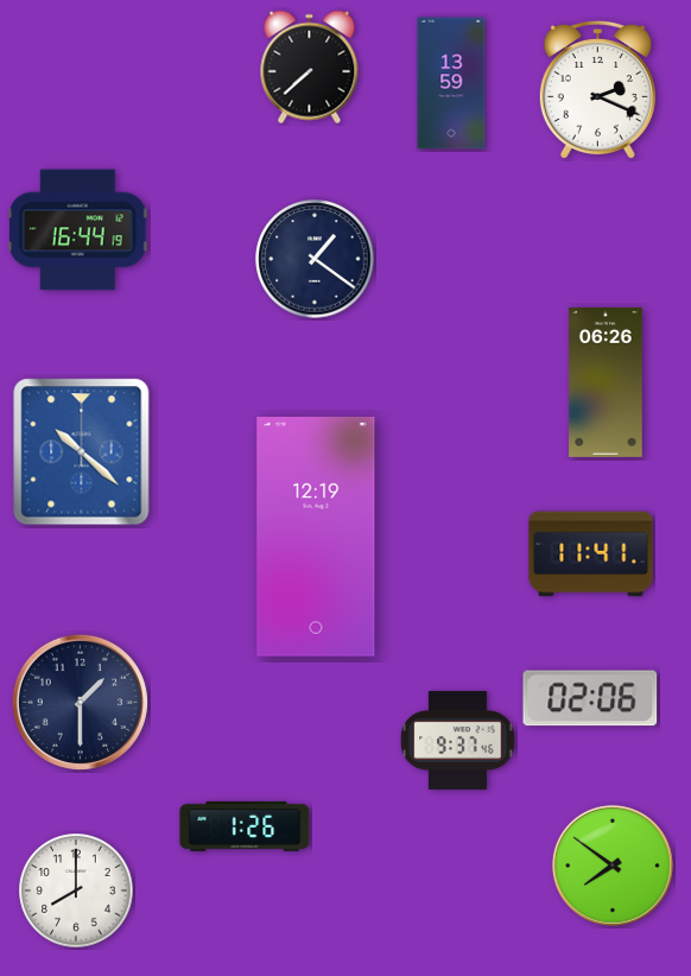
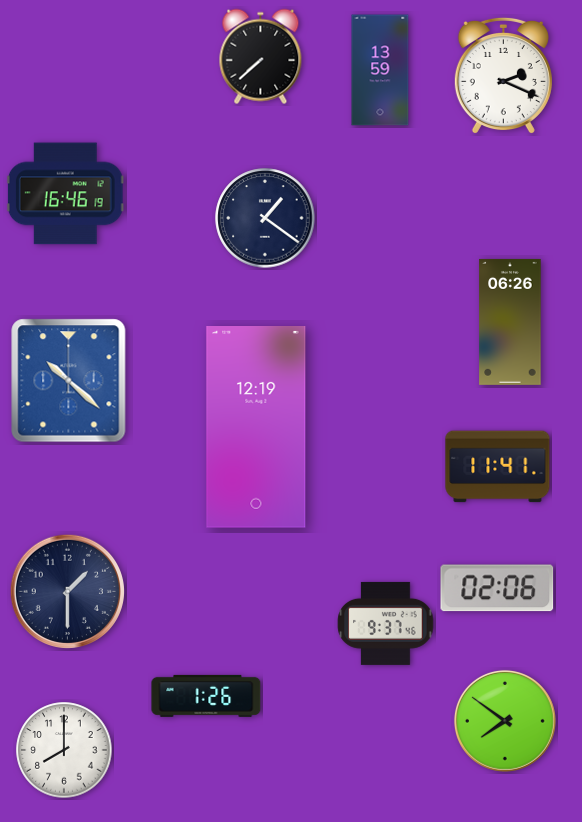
clock at (77, 230): 16:44 -> 16:46
clock at (316, 538) position: (316, 538) -> (256, 428)
clock at (613, 866) position: (613, 866) -> (505, 721)
